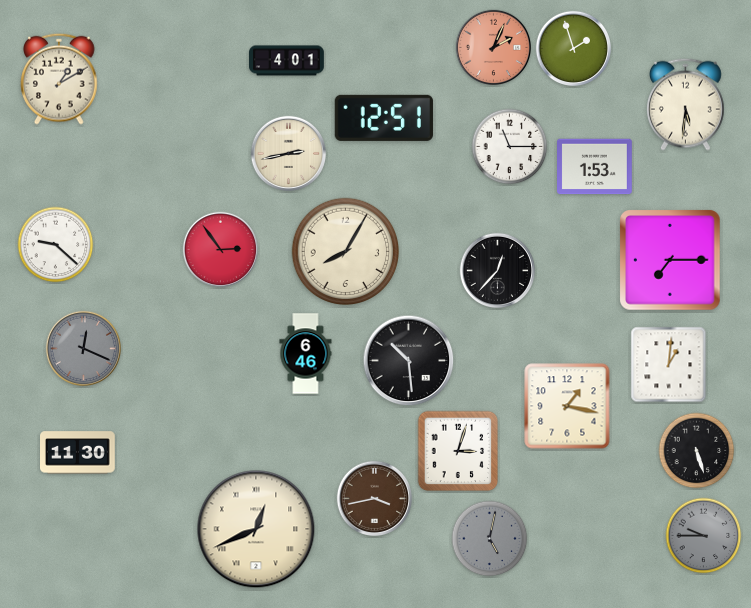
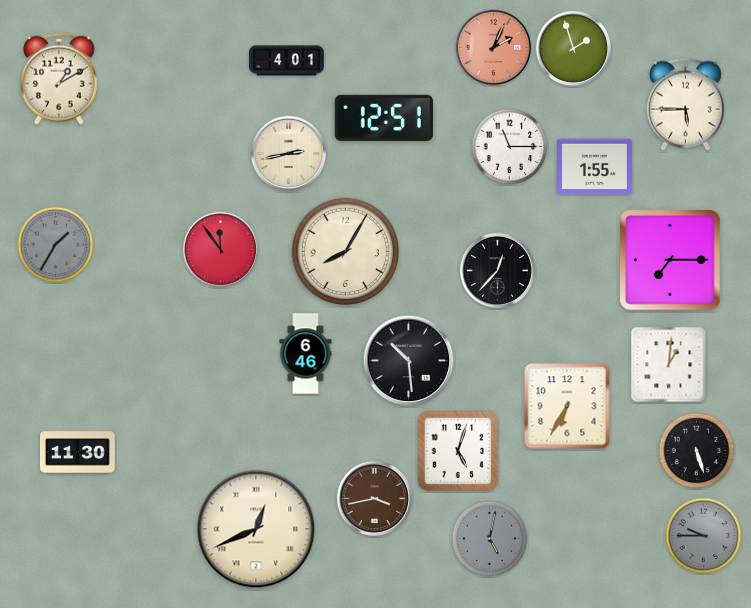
clock at (685, 104): 5:31 -> 5:45
clock at (595, 167): 1:53 -> 1:55
clock at (56, 245): 9:22 -> 1:35
clock at (56, 245) dial: white -> grey
clock at (220, 249): 2:54 -> 11:54
clock at (83, 348): 12:19 -> none
clock at (567, 406): 1:17 -> 6:35
clock at (458, 451): 3:03 -> 5:03
